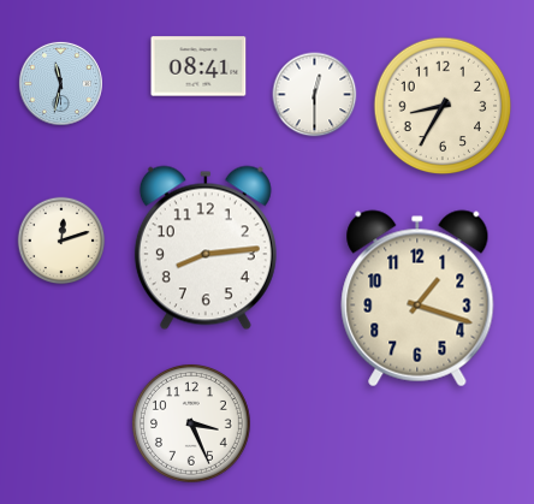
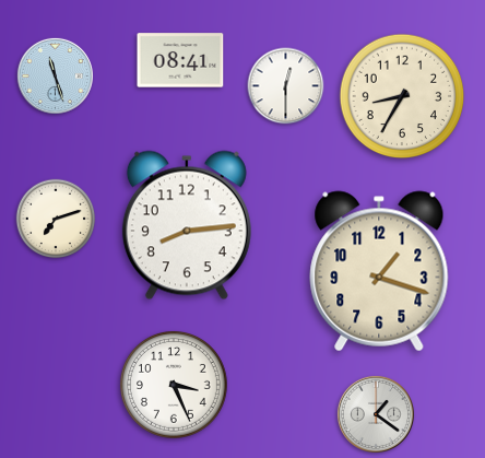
clock at (60, 83): 11:32 -> 11:27
clock at (61, 241): 12:12 -> 7:12
clock at (376, 414): none -> 1:21
